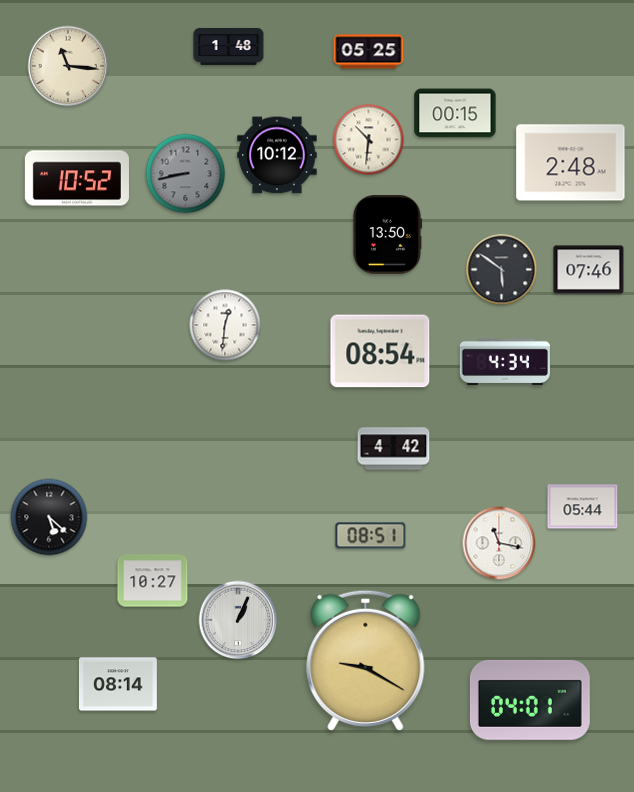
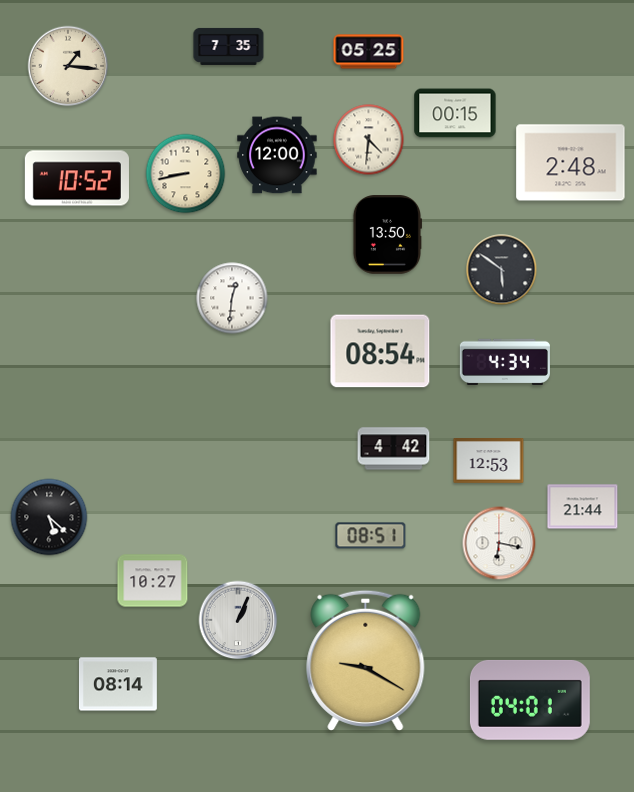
clock at (229, 46): 1:48 -> 7:35
clock at (68, 66): 11:16 -> 1:16
clock at (369, 140): 10:31 -> 4:31
clock at (277, 155): 10:12 -> 12:00
clock at (186, 174) dial: grey -> cream
clock at (589, 270): 07:46 -> none
clock at (225, 325) position: (225, 325) -> (232, 298)
clock at (489, 461): none -> 12:53
clock at (583, 507): 05:44 -> 21:44
clock at (499, 543): 11:17 -> 6:17
